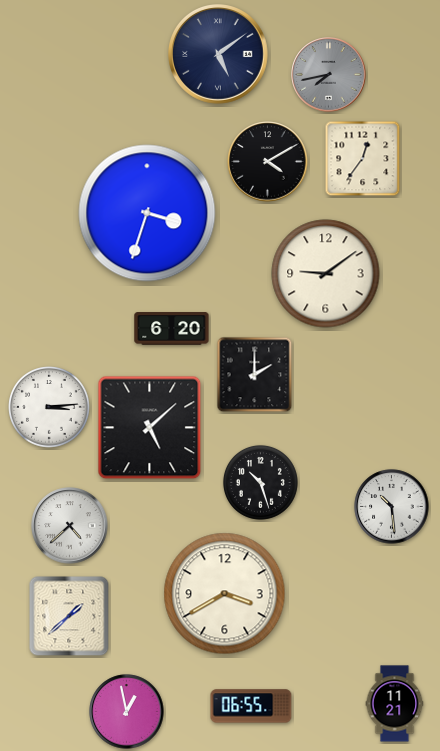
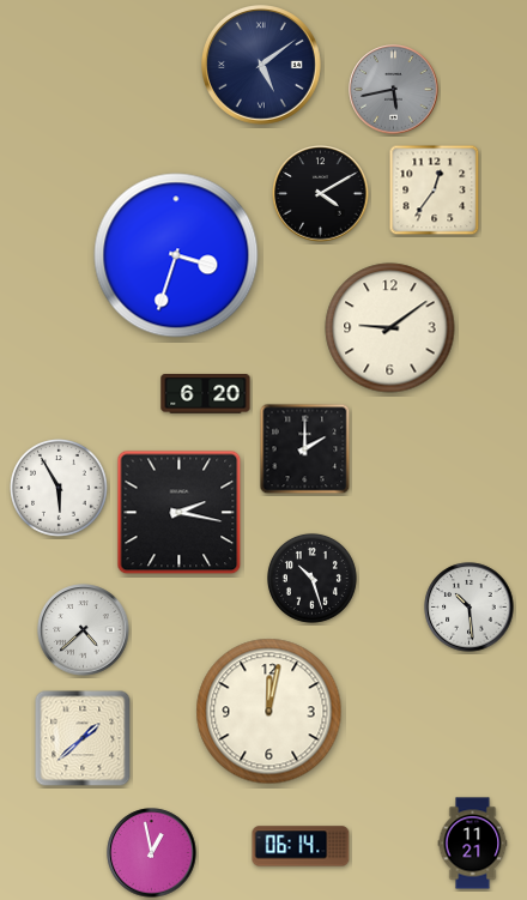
clock at (329, 75): 7:43 -> 5:43
clock at (50, 408): 3:14 -> 5:55
clock at (150, 428): 5:08 -> 2:17
clock at (225, 594): 3:40 -> 12:02
clock at (251, 706): 06:55 -> 06:14
